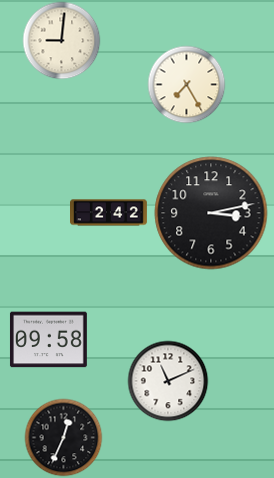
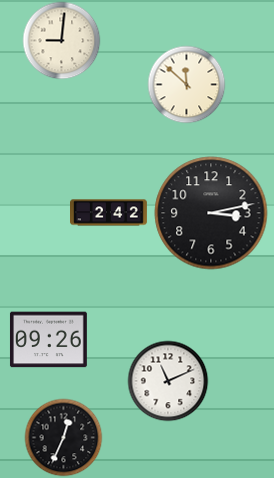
clock at (186, 84): 7:25 -> 11:52
clock at (48, 340): 09:58 -> 09:26
